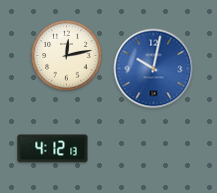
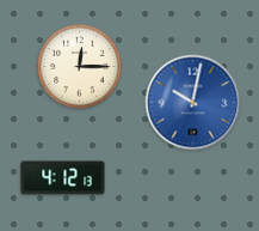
clock at (67, 56): 12:13 -> 12:15
clock at (154, 69) position: (154, 69) -> (193, 103)
